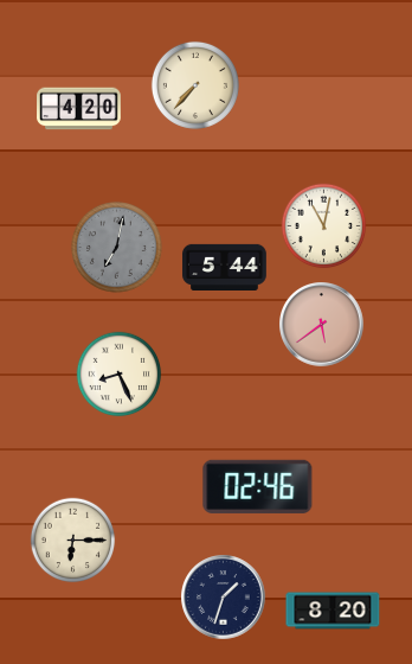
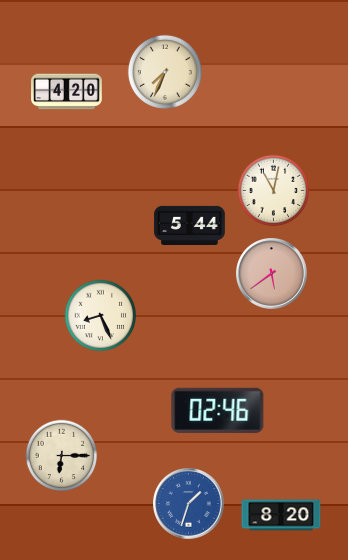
clock at (195, 85): 7:37 -> 7:34
clock at (117, 248): 7:02 -> none
clock at (224, 598) dial: navy -> blue
